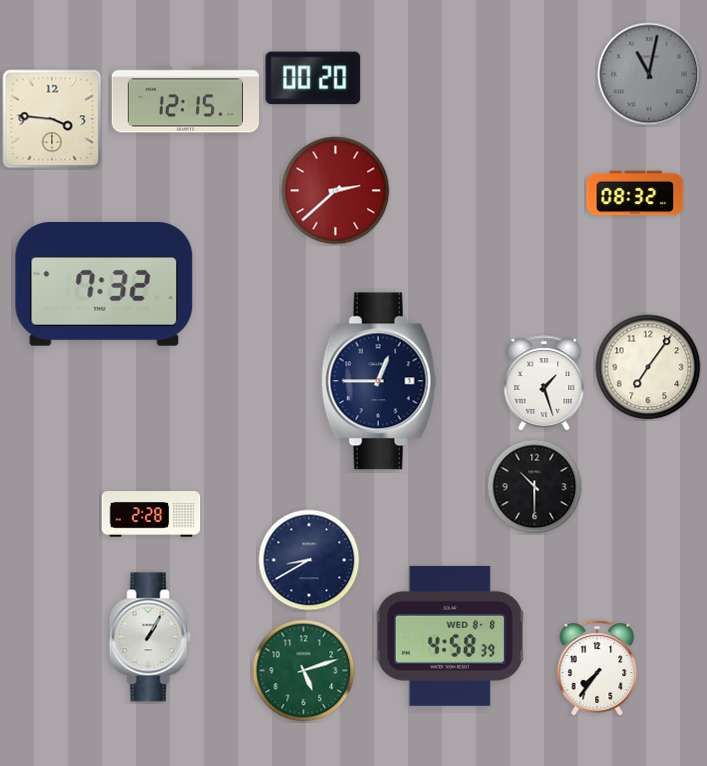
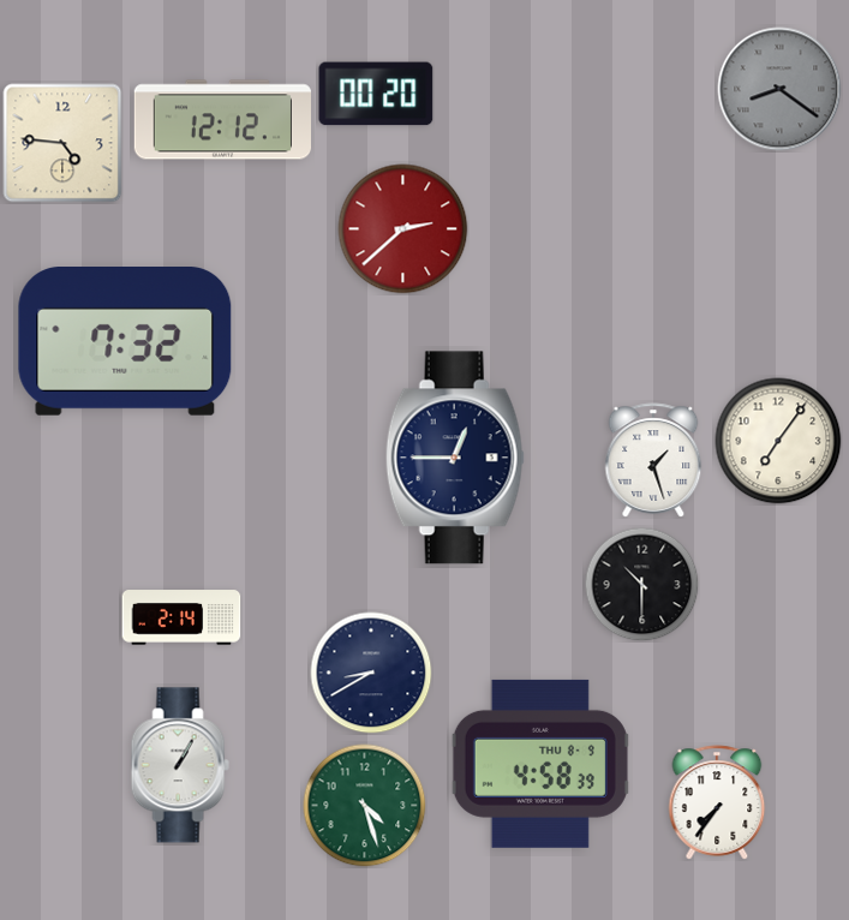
clock at (649, 74): 11:02 -> 8:21
clock at (185, 100): 12:15 -> 12:12
clock at (52, 119): 3:46 -> 4:46
clock at (635, 193): 08:32 -> none
clock at (151, 514): 2:28 -> 2:14
clock at (450, 636) date: WED 8-8 -> THU 8-9
clock at (304, 671): 5:12 -> 4:27
